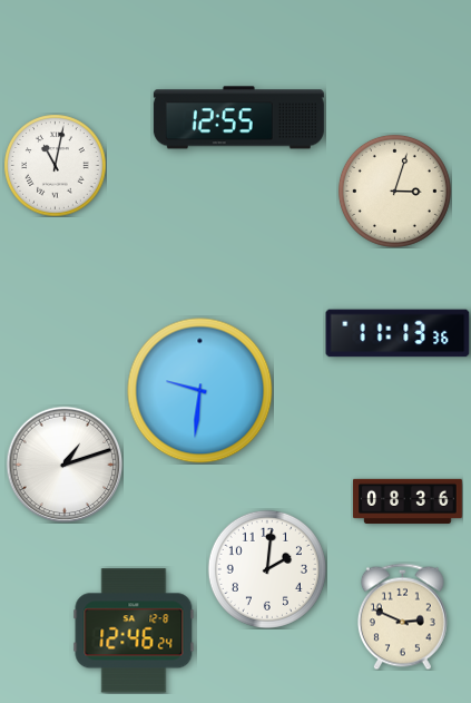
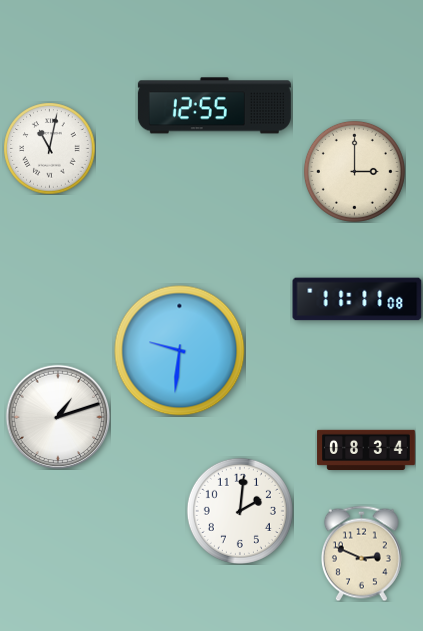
clock at (394, 191): 3:03 -> 3:00
clock at (398, 333): 11:13 -> 11:11
clock at (408, 500): 08:36 -> 08:34
clock at (134, 631): 12:46 -> none
